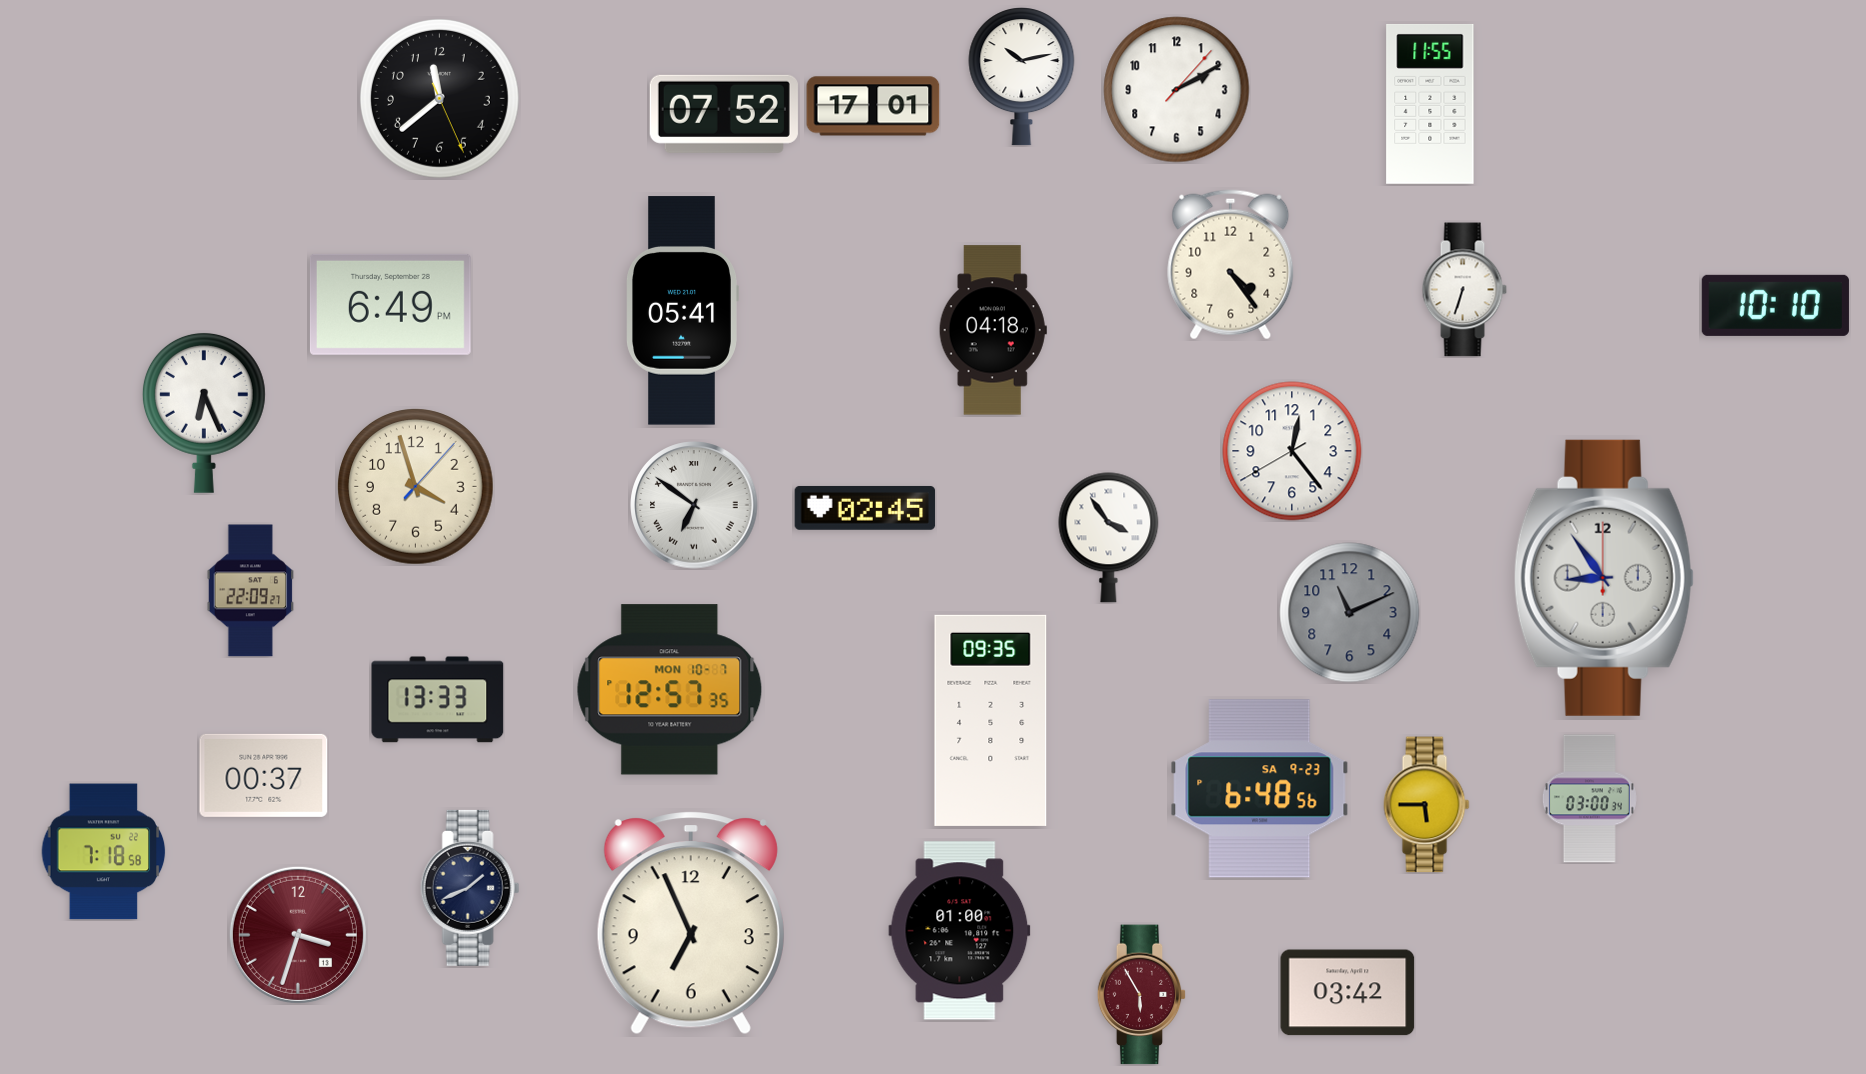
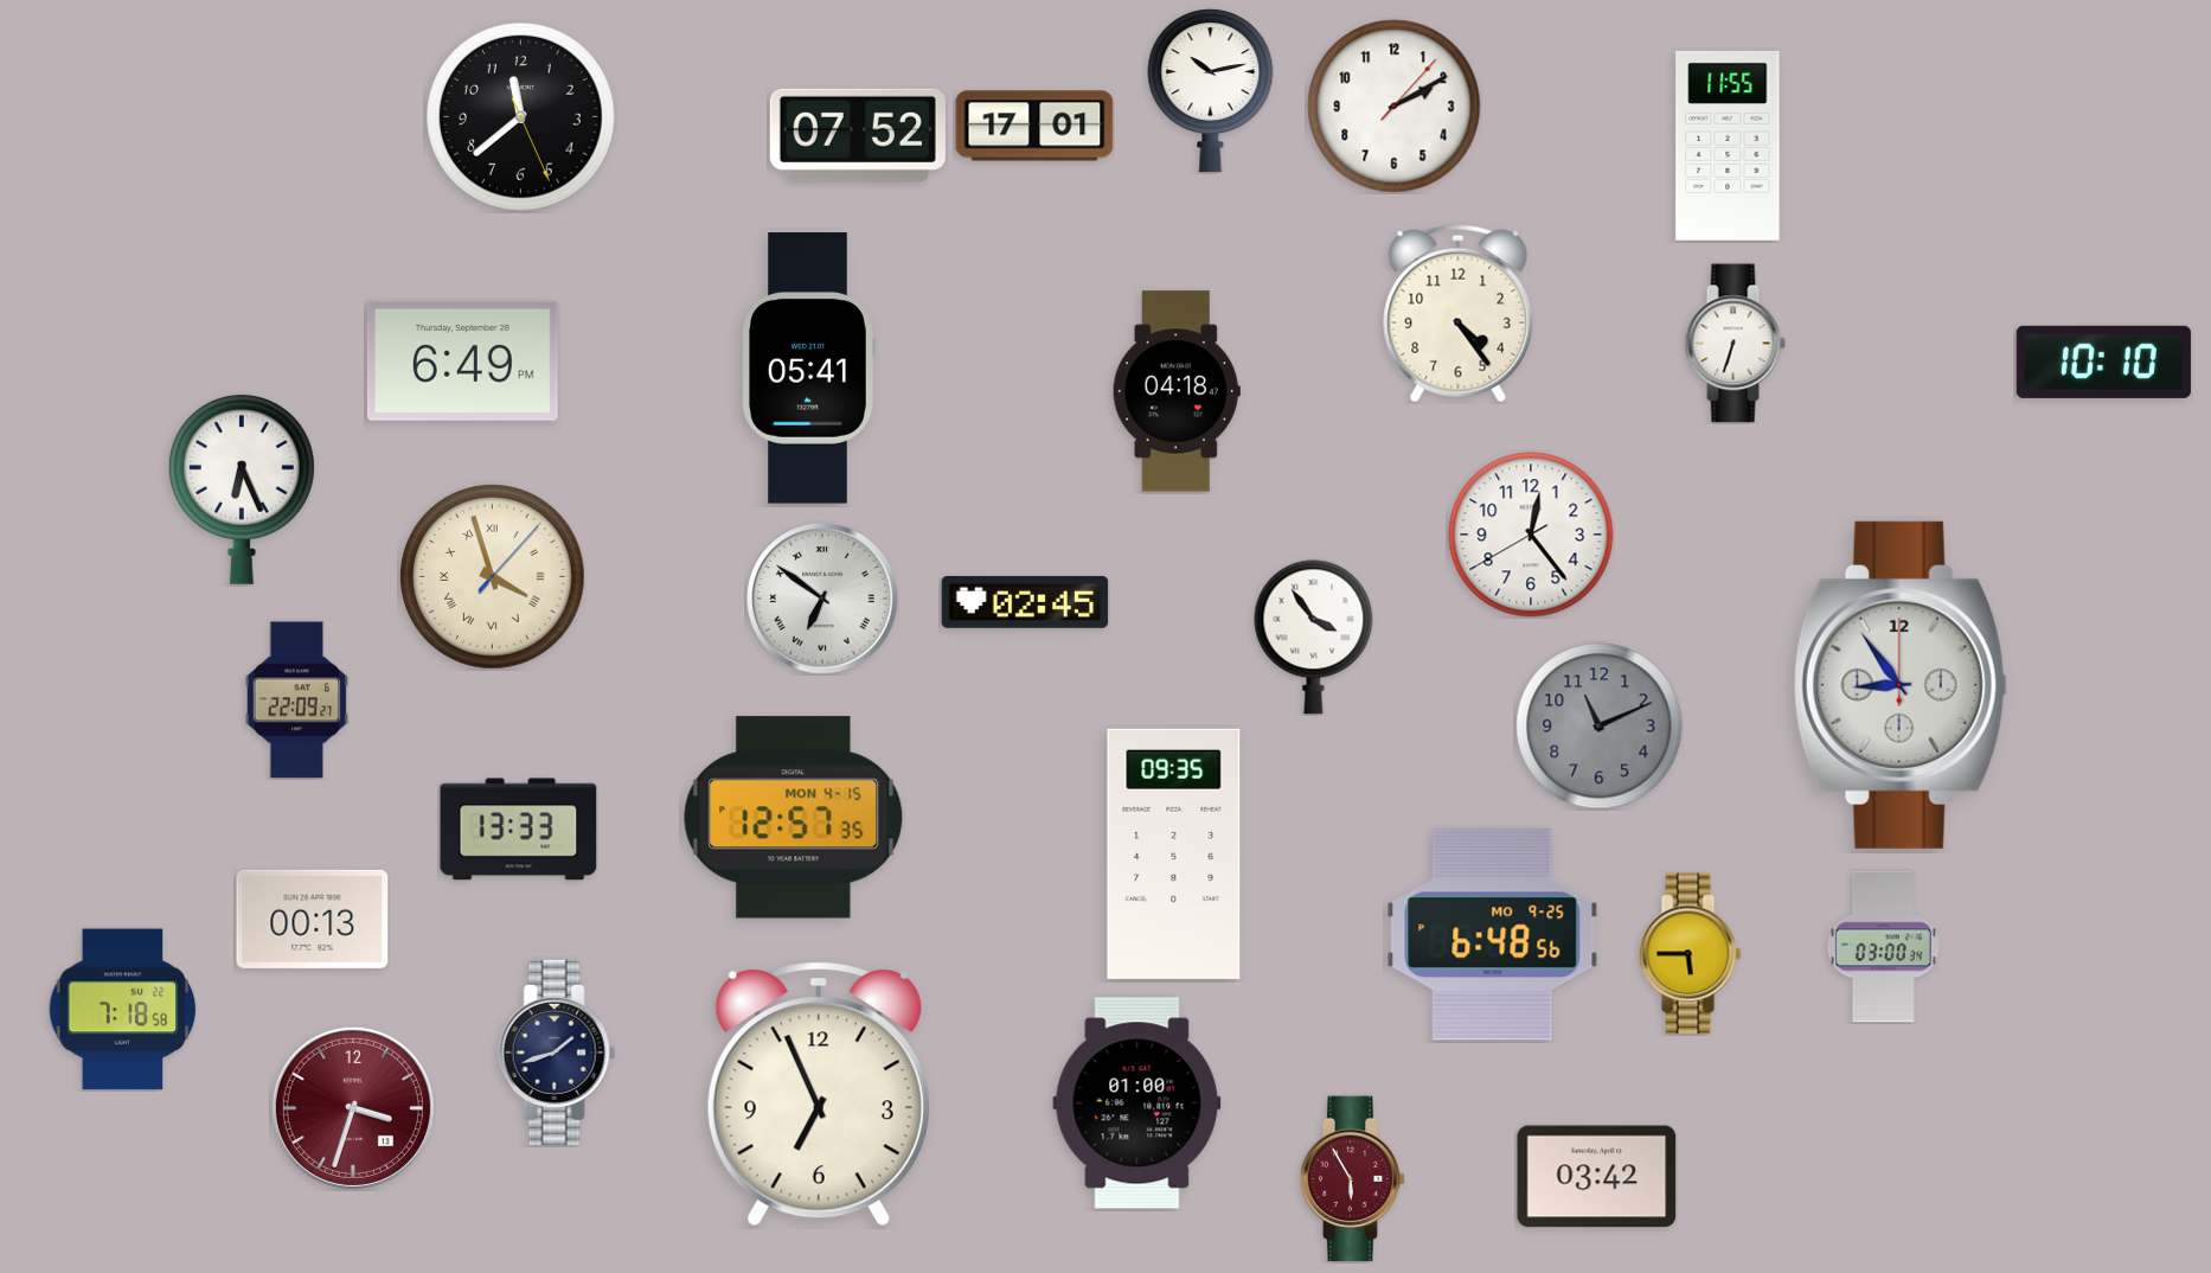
clock at (1430, 104) position: (1430, 104) -> (1728, 146)
clock at (416, 487) numerals: Arabic -> Roman
clock at (670, 690) date: MON 10-7 -> MON 4-15
clock at (264, 775): 00:37 -> 00:13
clock at (1260, 789) date: SA 9-23 -> MO 9-25
clock at (470, 888): 1:41 -> 1:42
